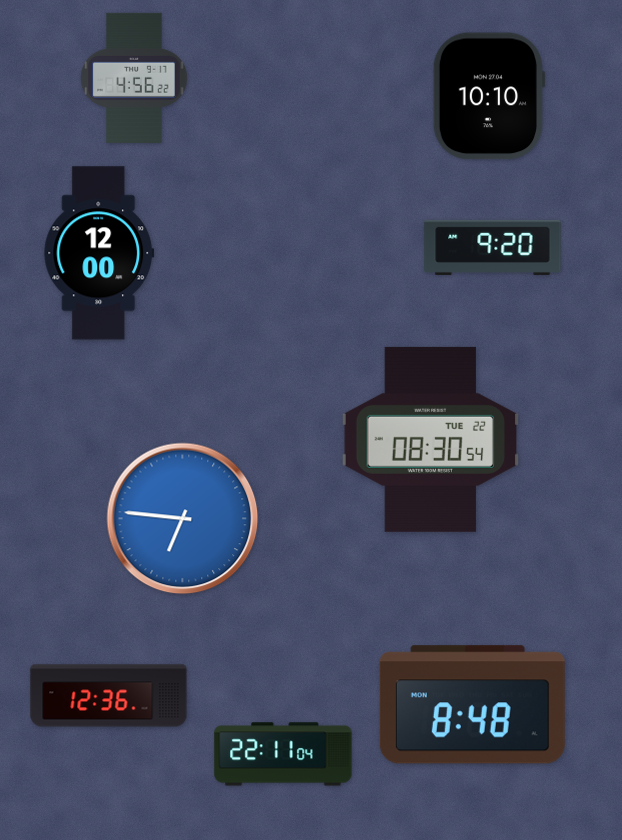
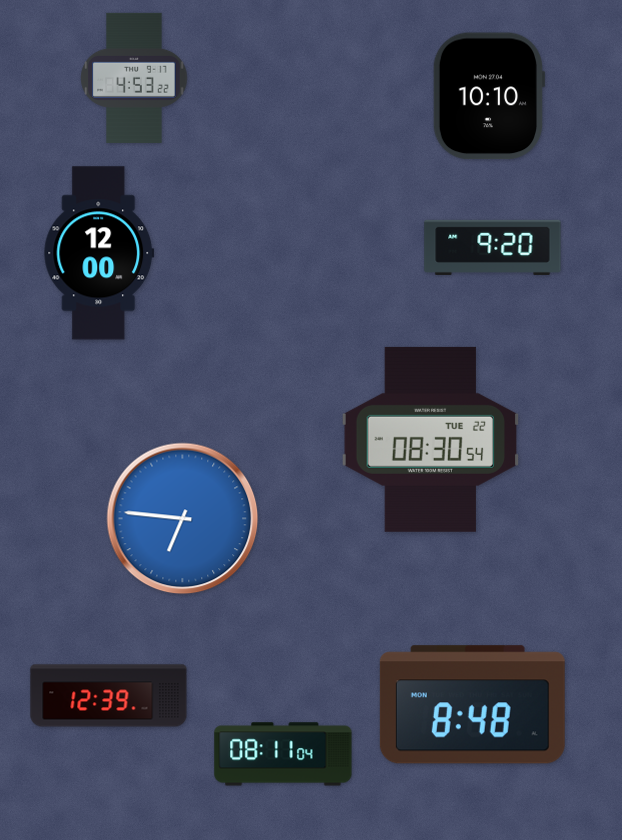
clock at (134, 78): 4:56 -> 4:53
clock at (109, 696): 12:36 -> 12:39
clock at (283, 754): 22:11 -> 08:11
